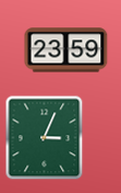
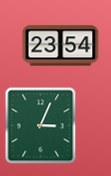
clock at (66, 50): 23:59 -> 23:54
